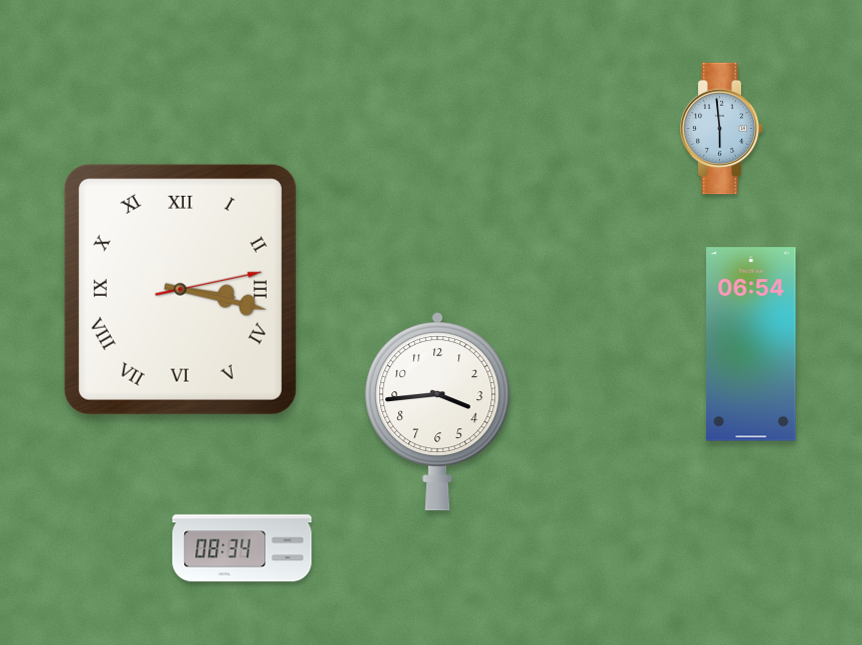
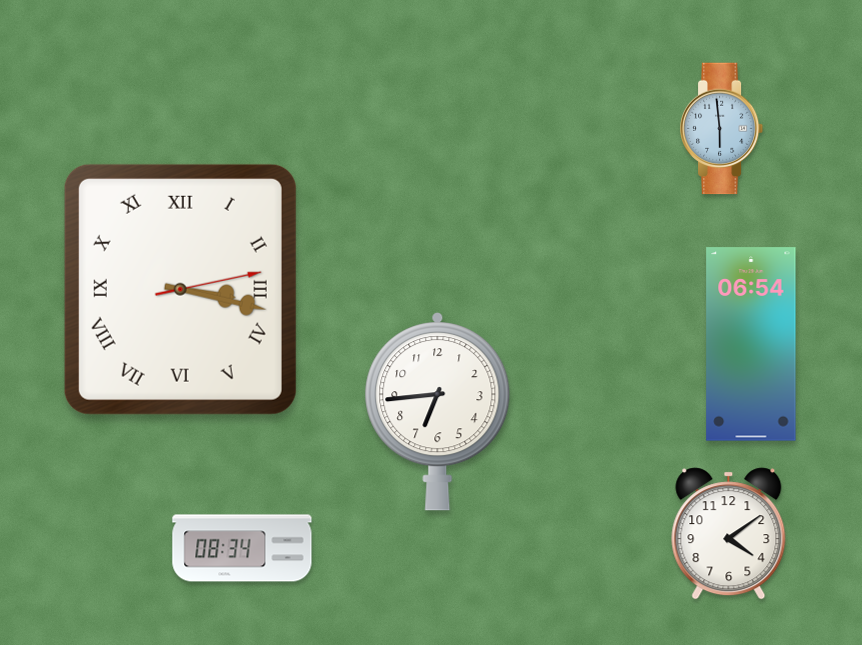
clock at (438, 412): 3:44 -> 6:44
clock at (729, 534): none -> 4:09
